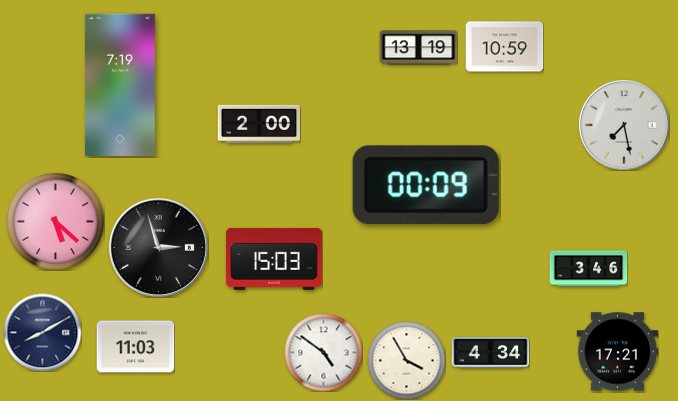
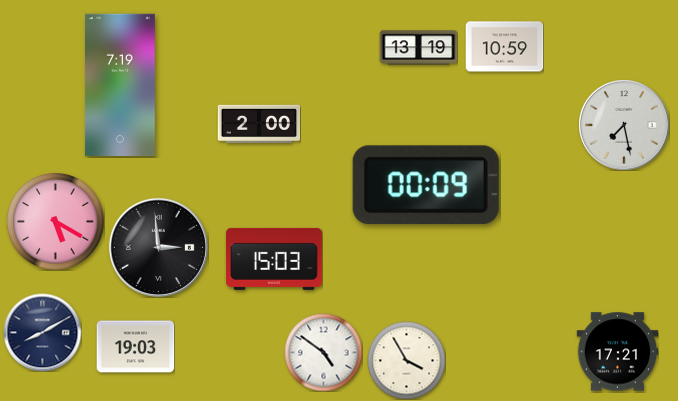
clock at (56, 222): 5:22 -> 5:20
clock at (158, 247): 2:57 -> 2:59
clock at (588, 269): 3:46 -> none
clock at (135, 347): 11:03 -> 19:03
clock at (490, 353): 4:34 -> none
